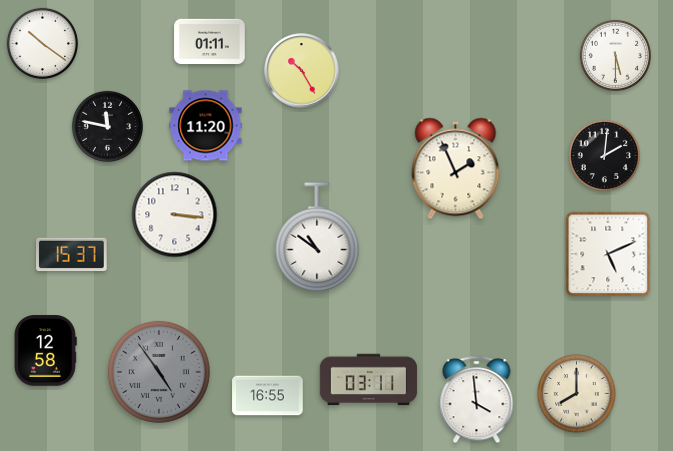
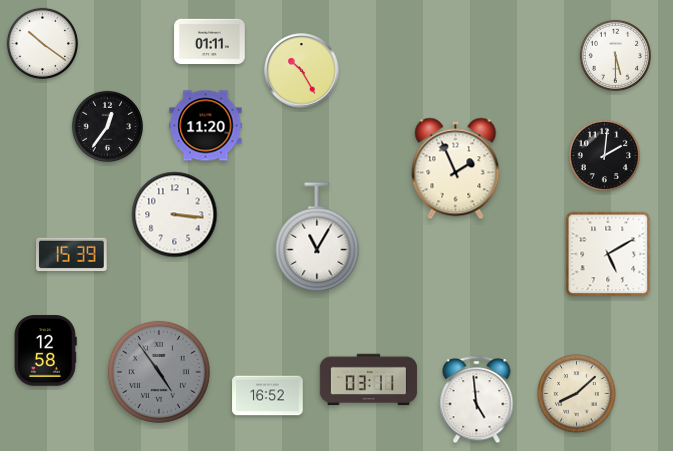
clock at (107, 126): 11:47 -> 12:36
clock at (317, 237): 10:51 -> 11:05
clock at (608, 254): 5:11 -> 5:10
clock at (72, 255): 15:37 -> 15:39
clock at (577, 394): 8:00 -> 8:08
clock at (268, 396): 16:55 -> 16:52
clock at (477, 400): 3:59 -> 4:59
